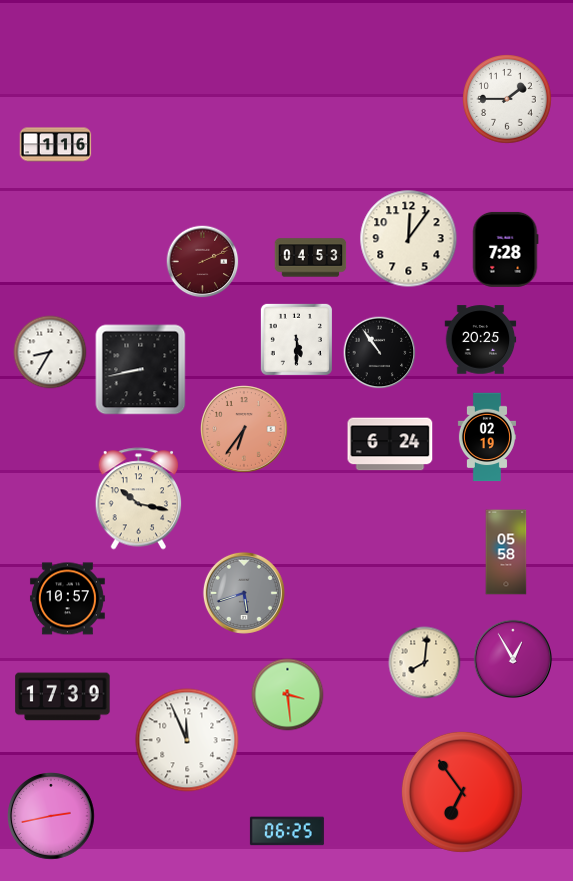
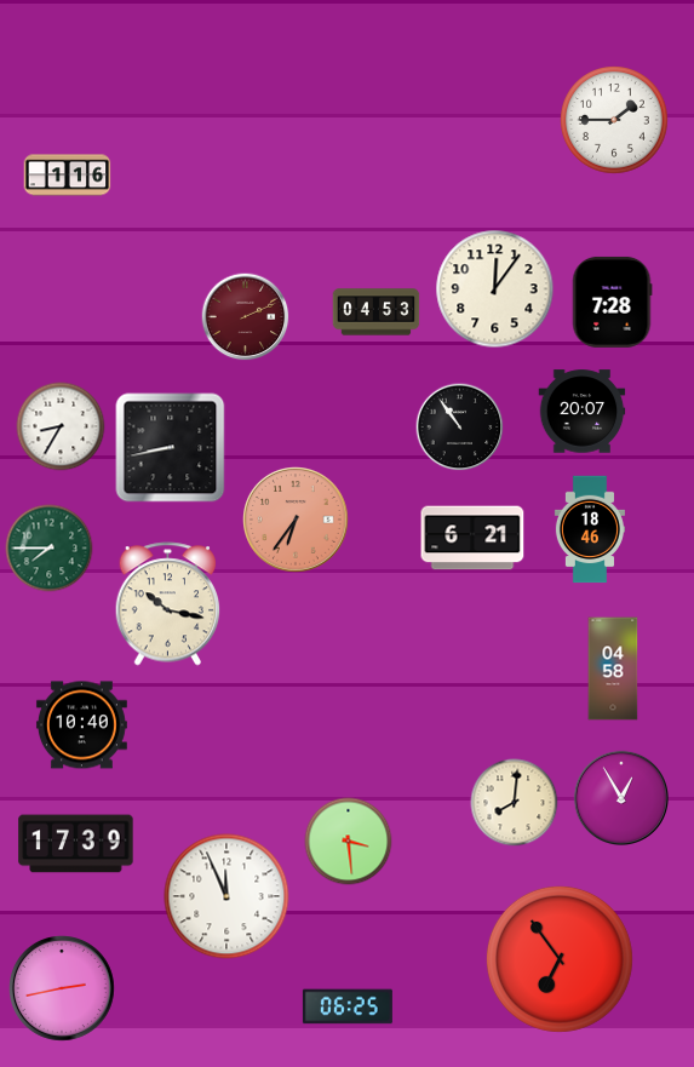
clock at (296, 339): 5:30 -> none
clock at (481, 340): 20:25 -> 20:07
clock at (487, 437): 02:19 -> 18:46
clock at (390, 444): 6:24 -> 6:21
clock at (50, 549): none -> 7:45
clock at (506, 552): 05:58 -> 04:58
clock at (244, 593): 5:42 -> none
clock at (67, 599): 10:57 -> 10:40
